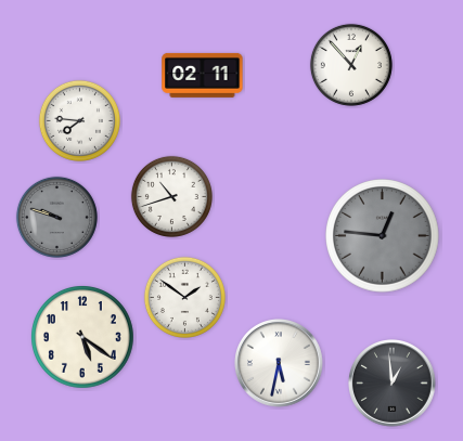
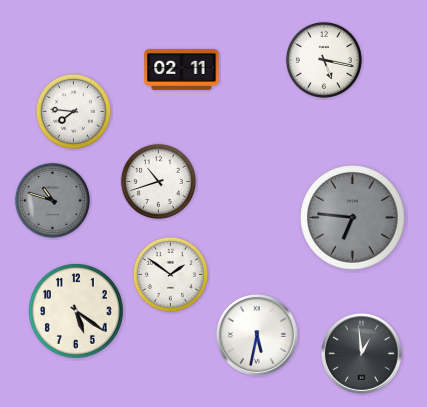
clock at (351, 65): 12:53 -> 5:17
clock at (203, 75) position: (203, 75) -> (182, 69)
clock at (56, 217): 9:48 -> 10:48
clock at (383, 236): 12:46 -> 6:46
